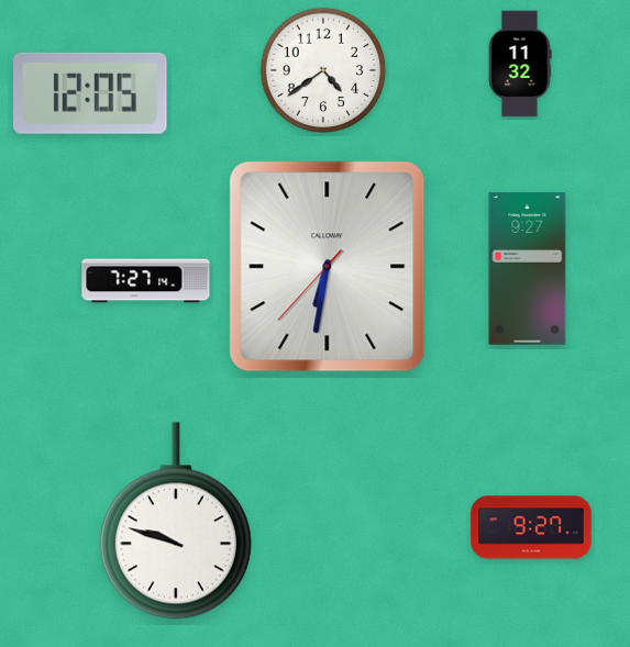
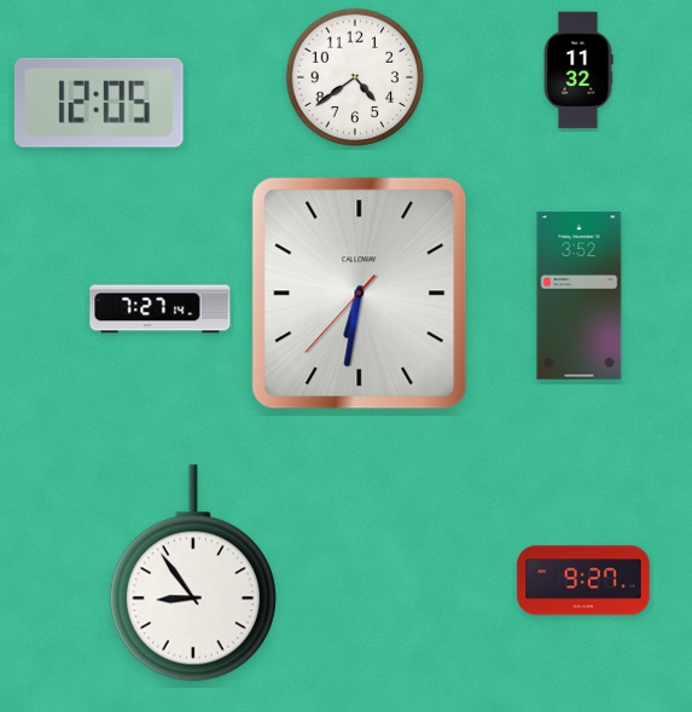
clock at (520, 64) position: (520, 64) -> (578, 70)
clock at (528, 269): 9:27 -> 3:52
clock at (176, 521): 9:48 -> 8:54
